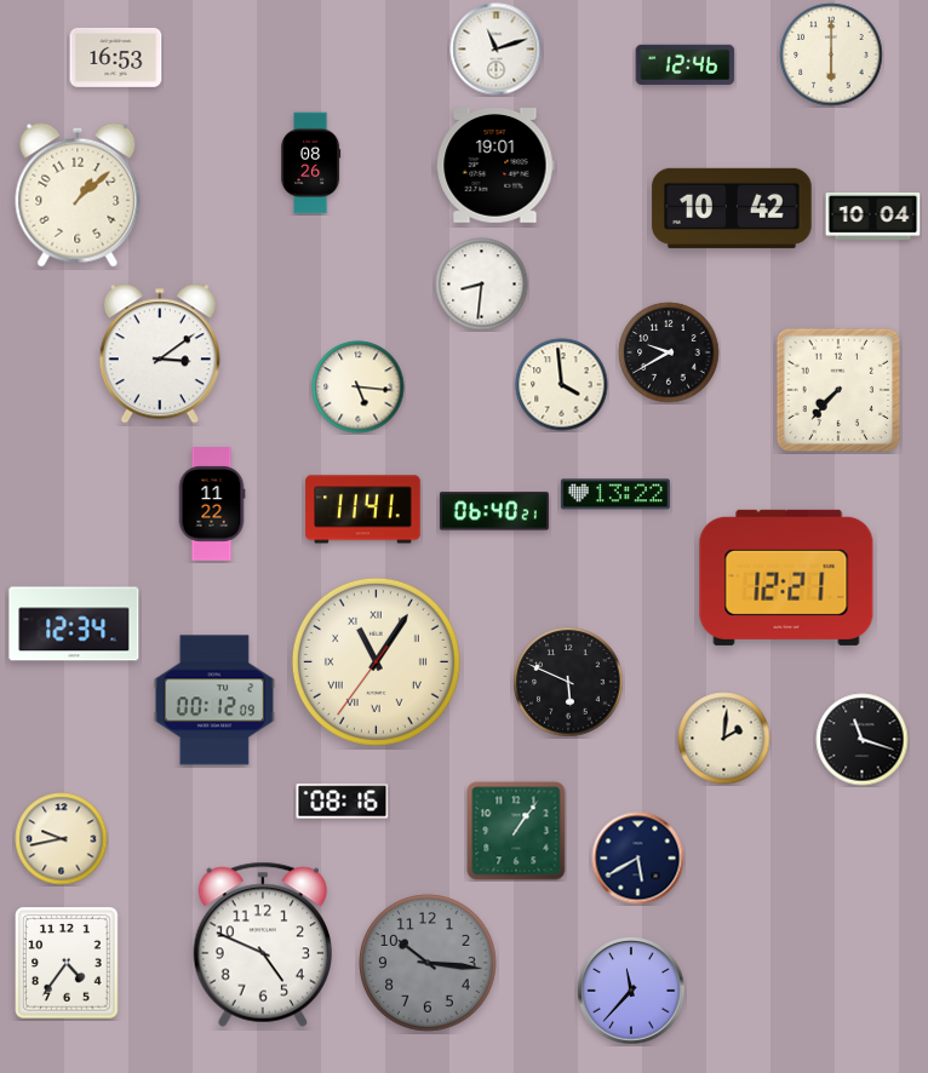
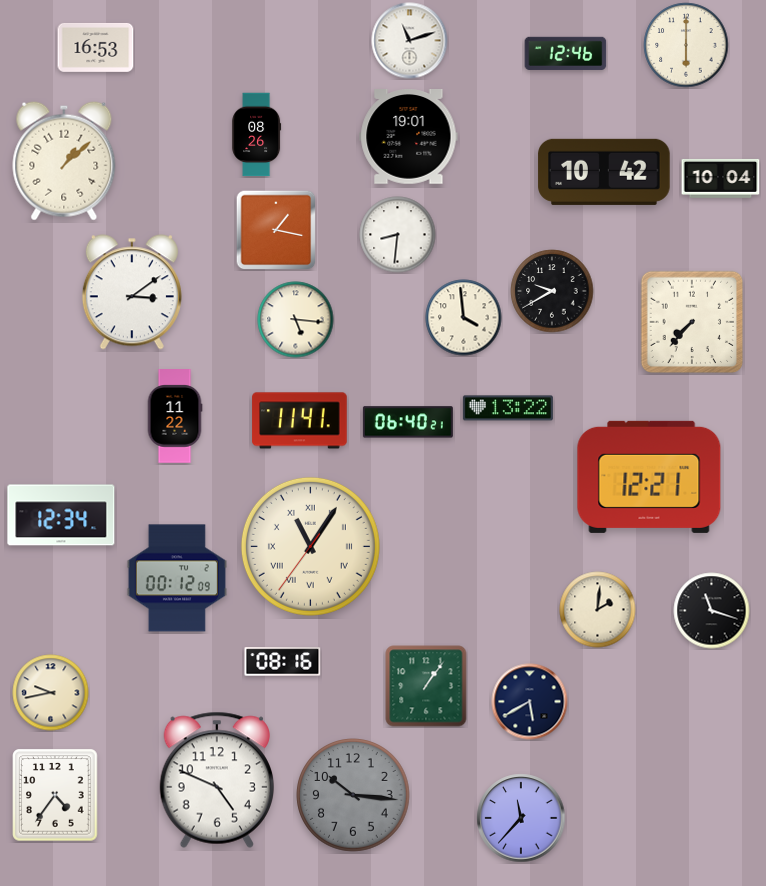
clock at (276, 230): none -> 1:17
clock at (568, 682): 5:49 -> none
clock at (638, 859) position: (638, 859) -> (530, 702)
